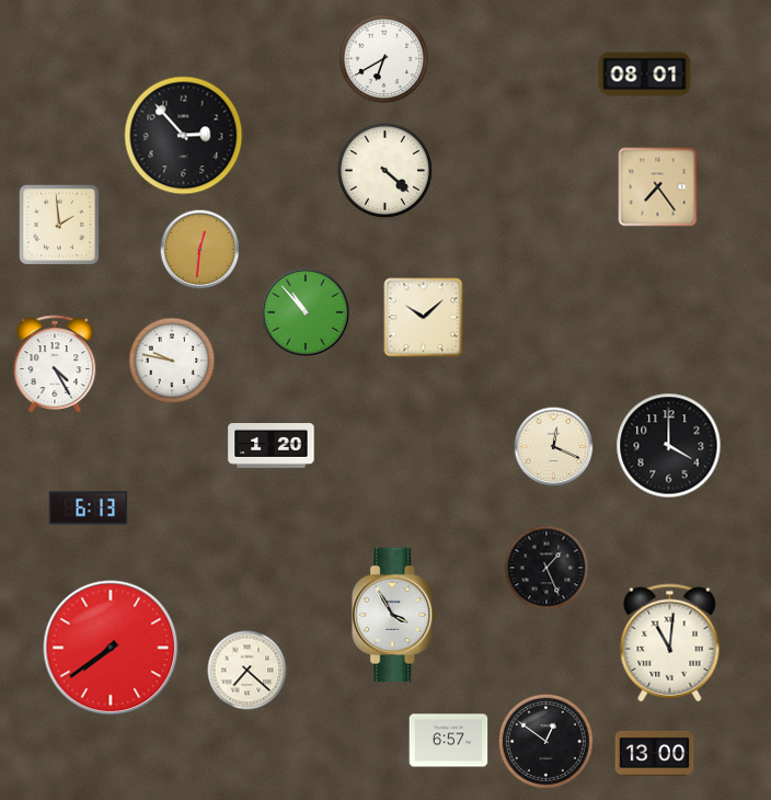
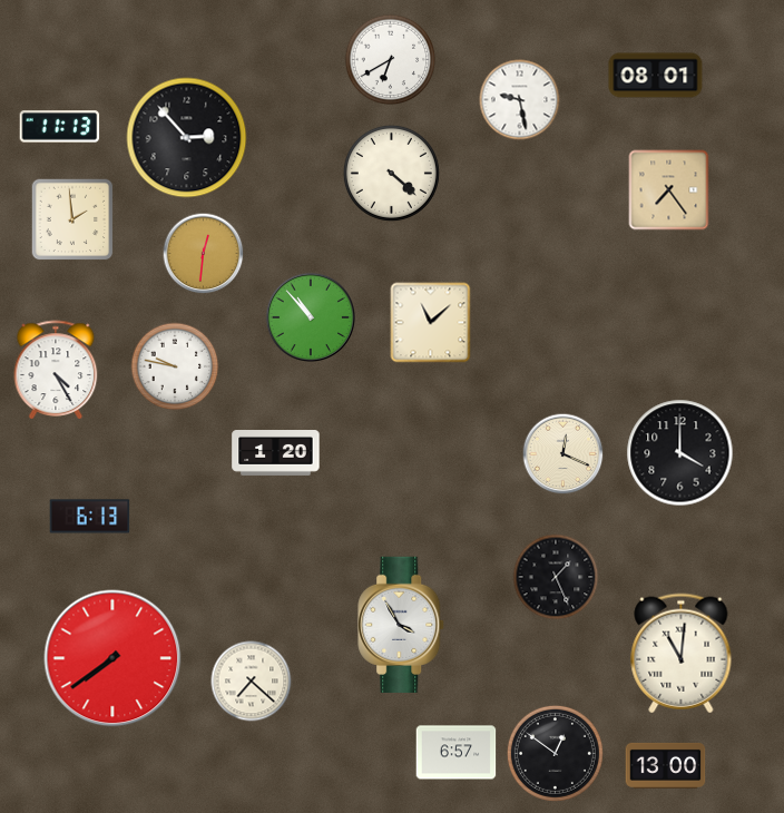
clock at (520, 100): none -> 9:28
clock at (60, 127): none -> 11:13
clock at (59, 225) position: (59, 225) -> (72, 219)
clock at (424, 318): 10:08 -> 11:08
